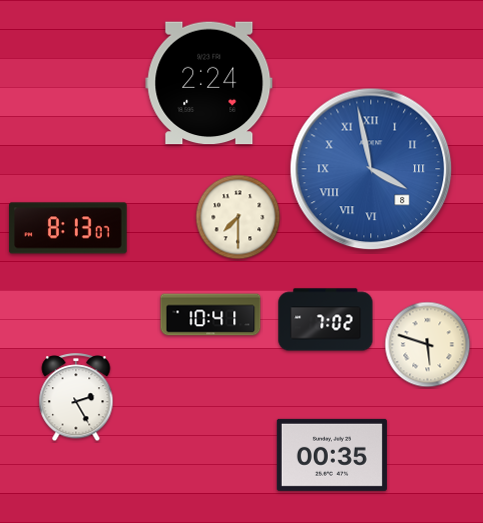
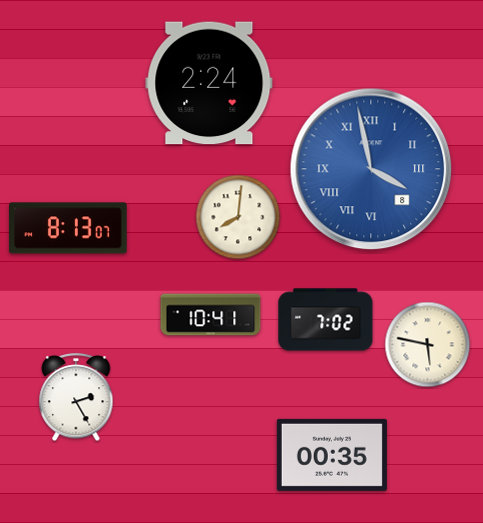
clock at (238, 217): 7:30 -> 8:01
clock at (428, 345): 5:48 -> 5:47
